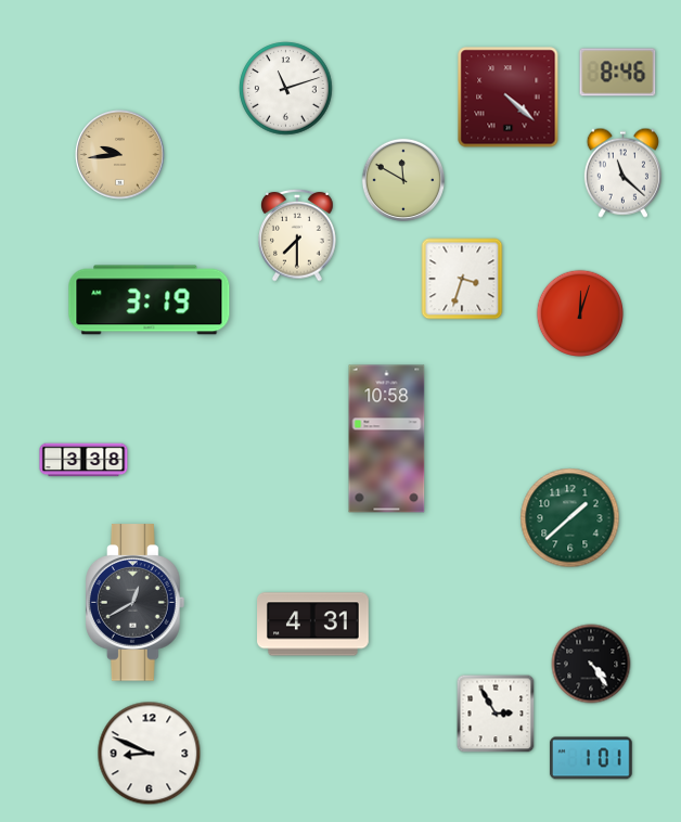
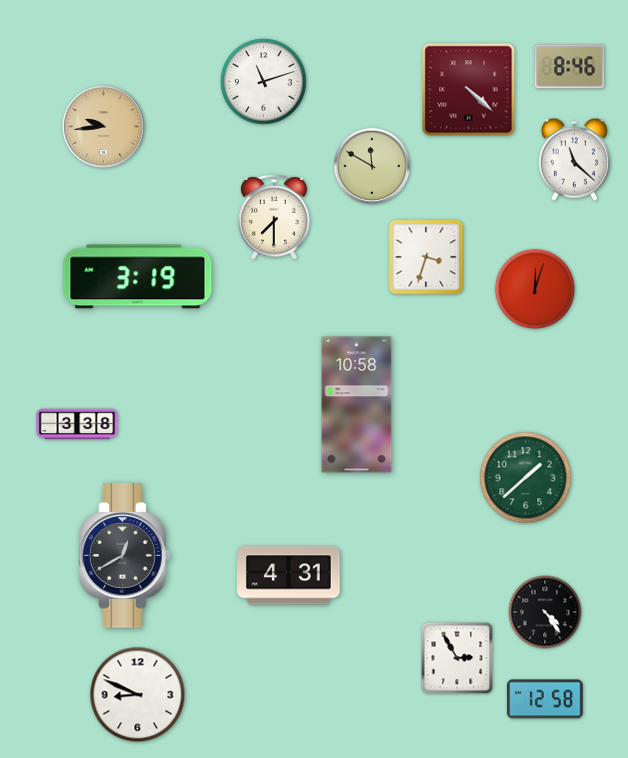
clock at (120, 155) position: (120, 155) -> (104, 127)
clock at (591, 758): 1:01 -> 12:58
